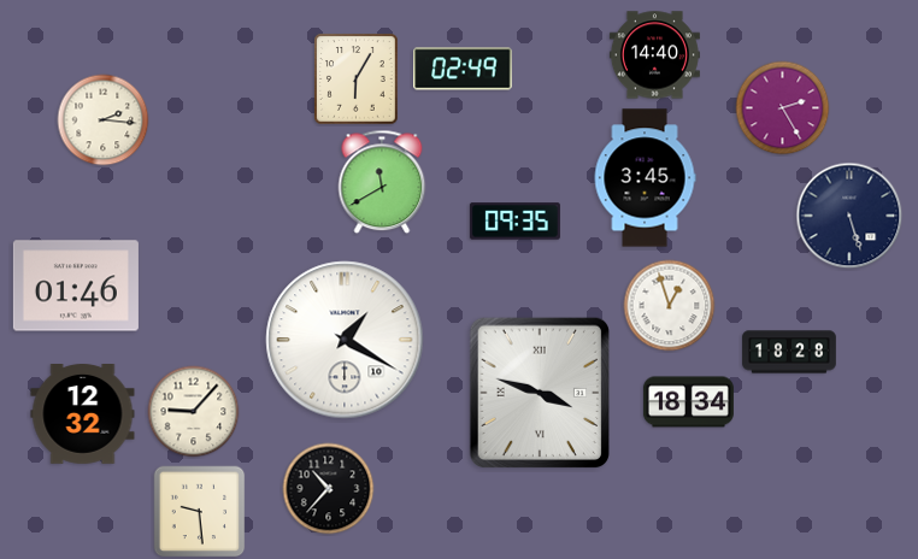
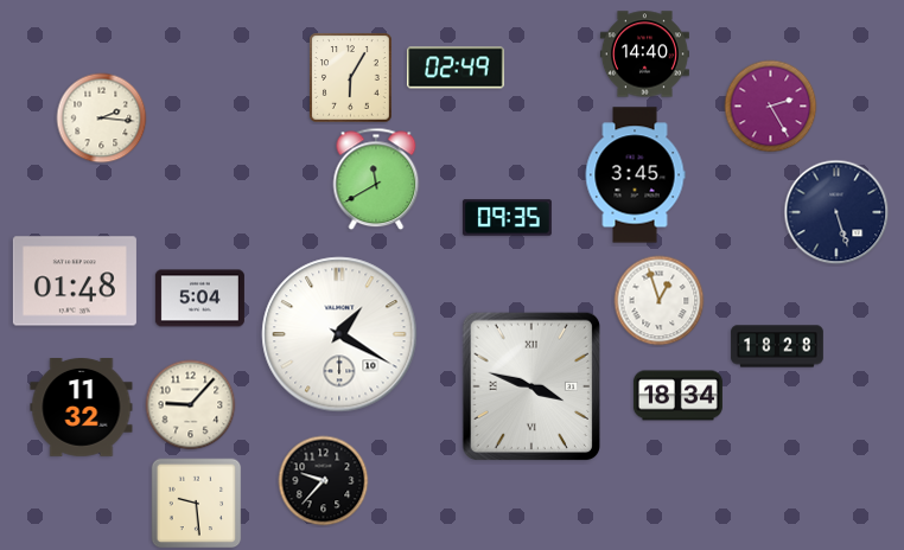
clock at (76, 286): 01:46 -> 01:48
clock at (199, 299): none -> 5:04
clock at (83, 414): 12:32 -> 11:32
clock at (329, 489): 10:37 -> 9:37
